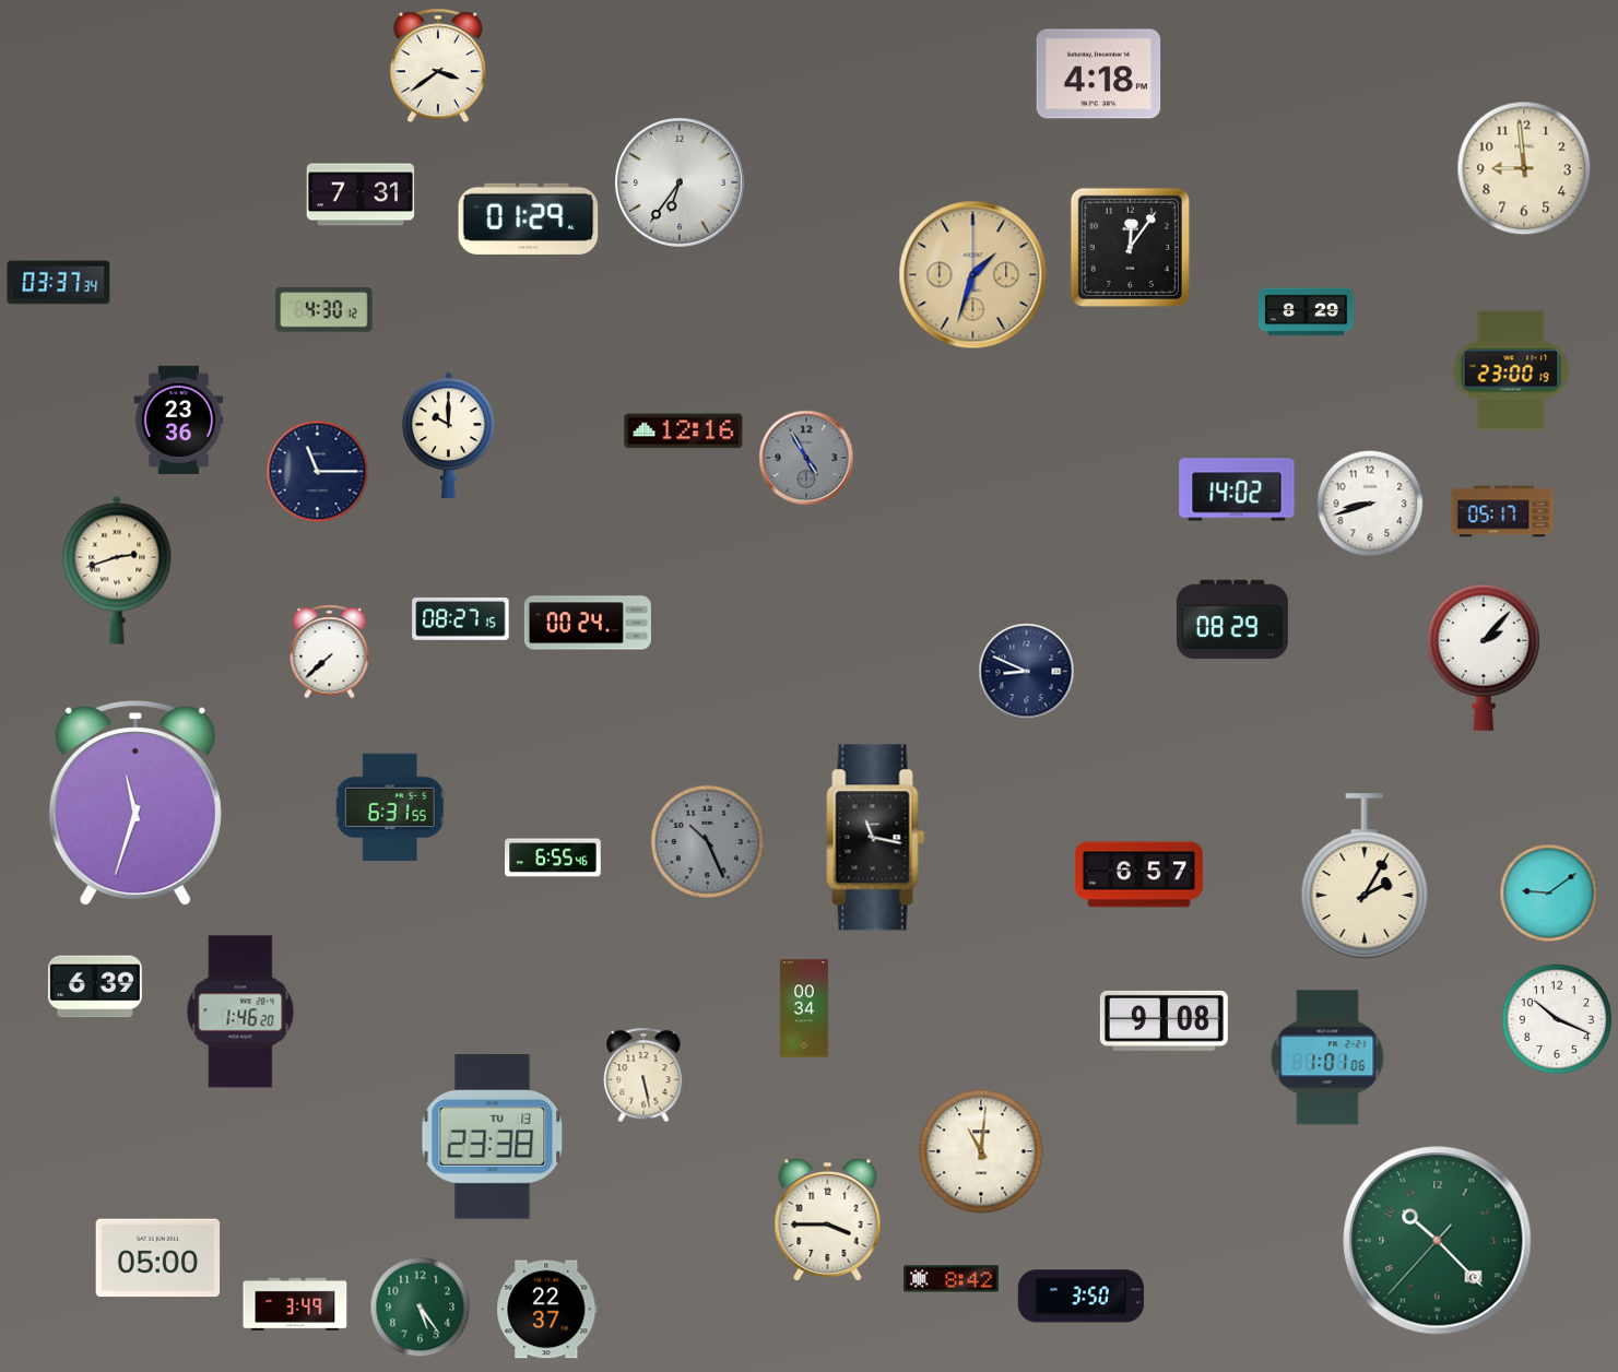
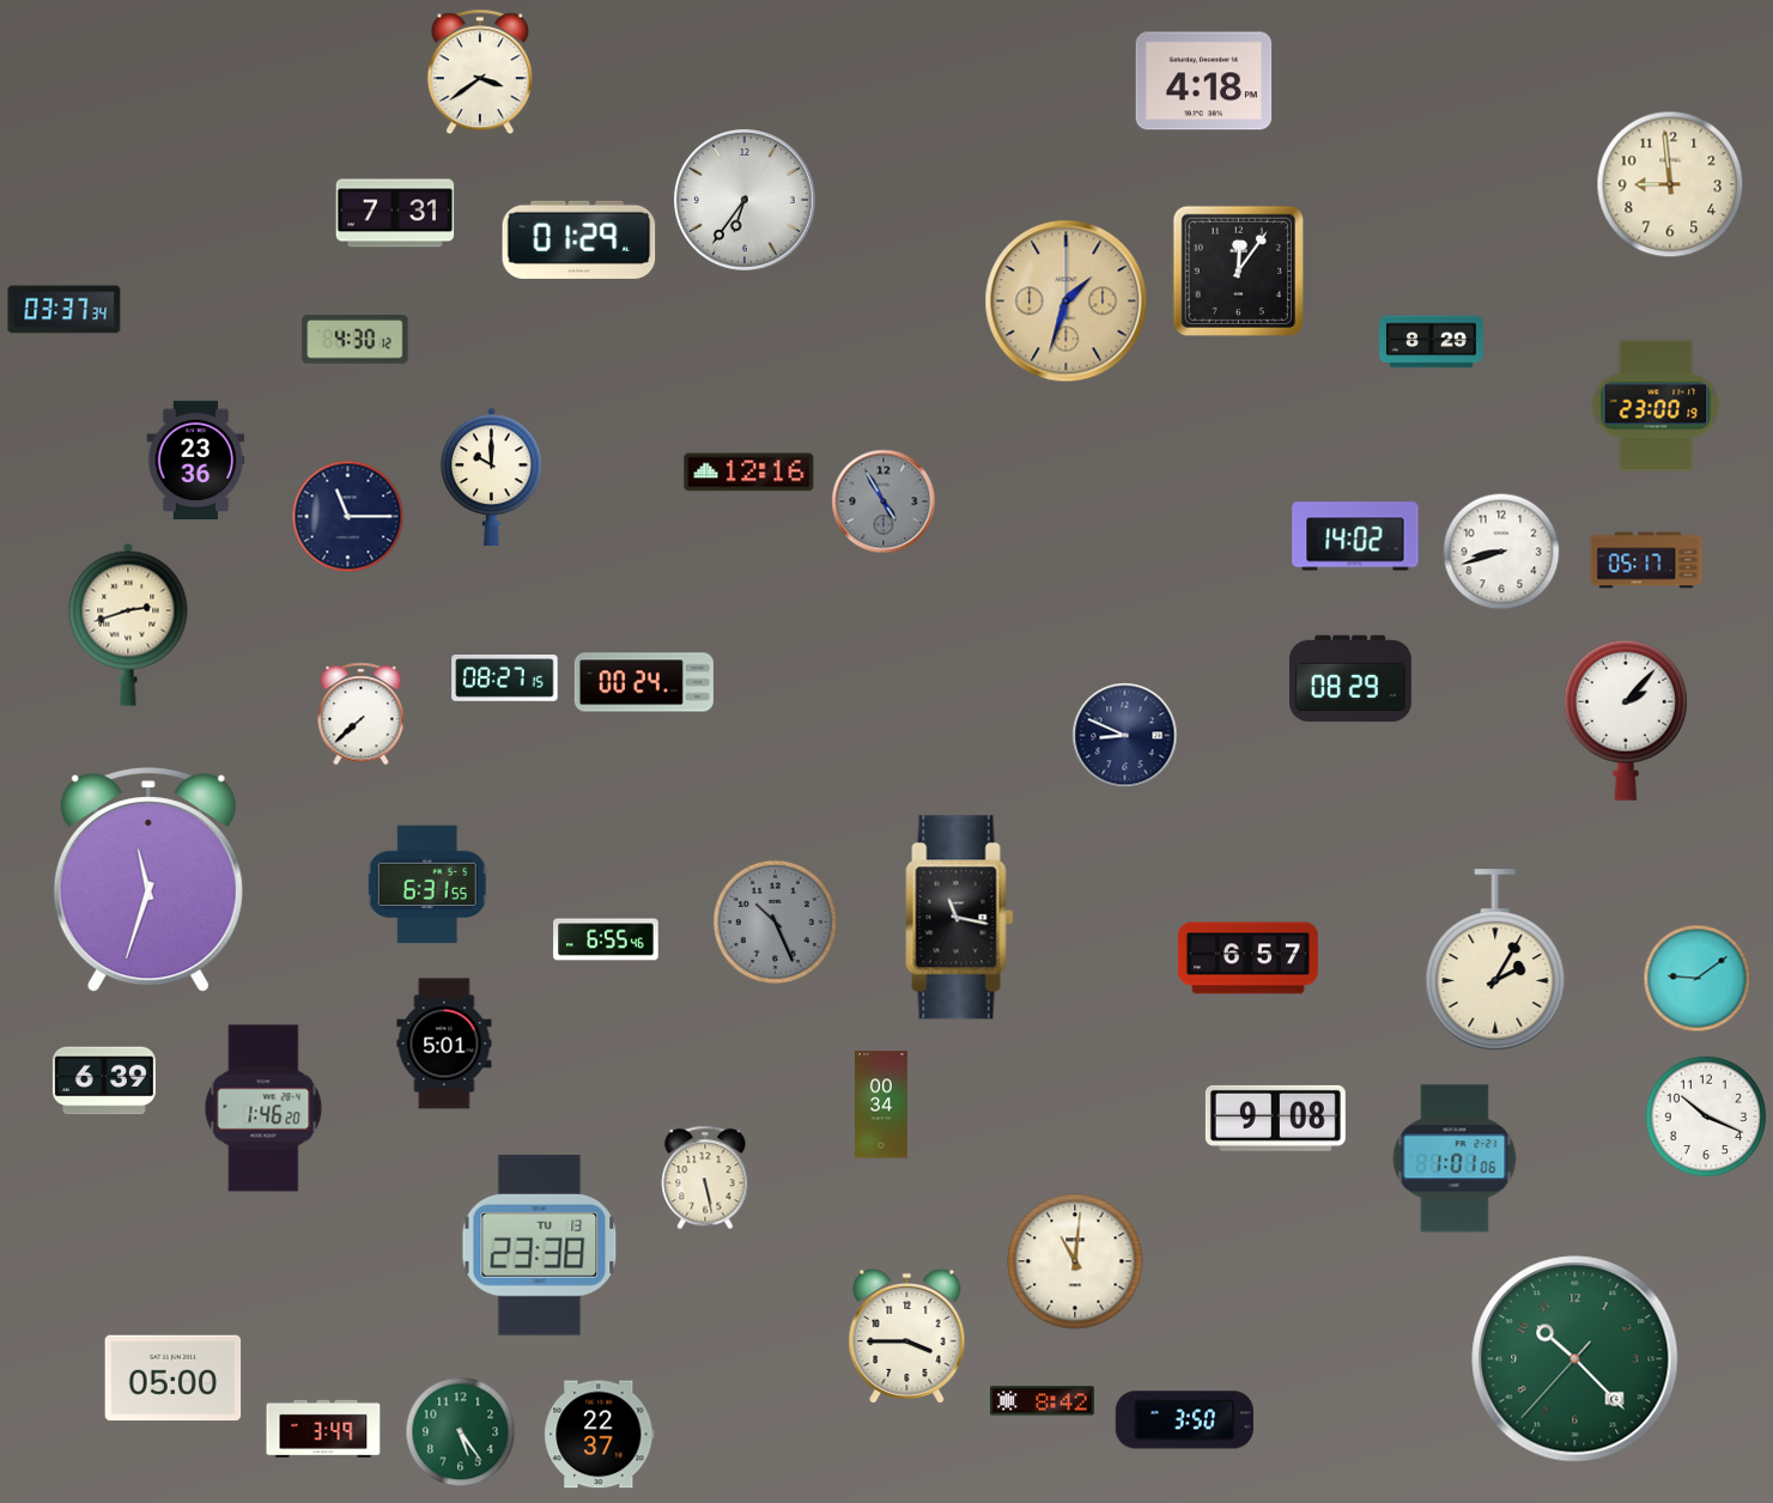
clock at (444, 1043): none -> 5:01
